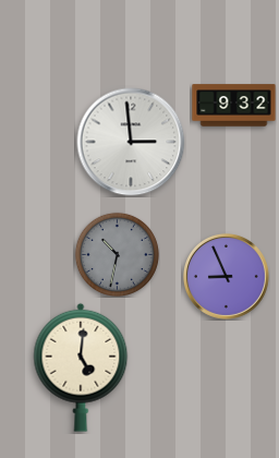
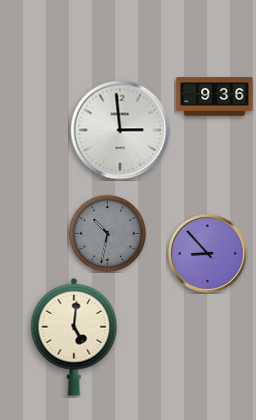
clock at (234, 106): 9:32 -> 9:36
clock at (226, 276): 8:56 -> 8:53
